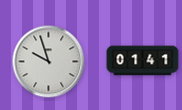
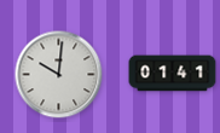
clock at (49, 62): 9:57 -> 10:01
